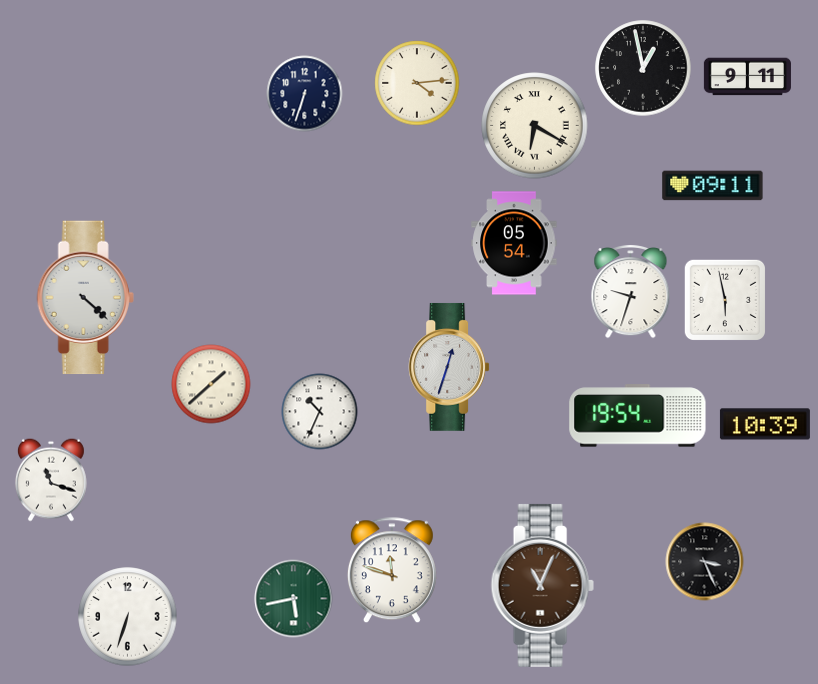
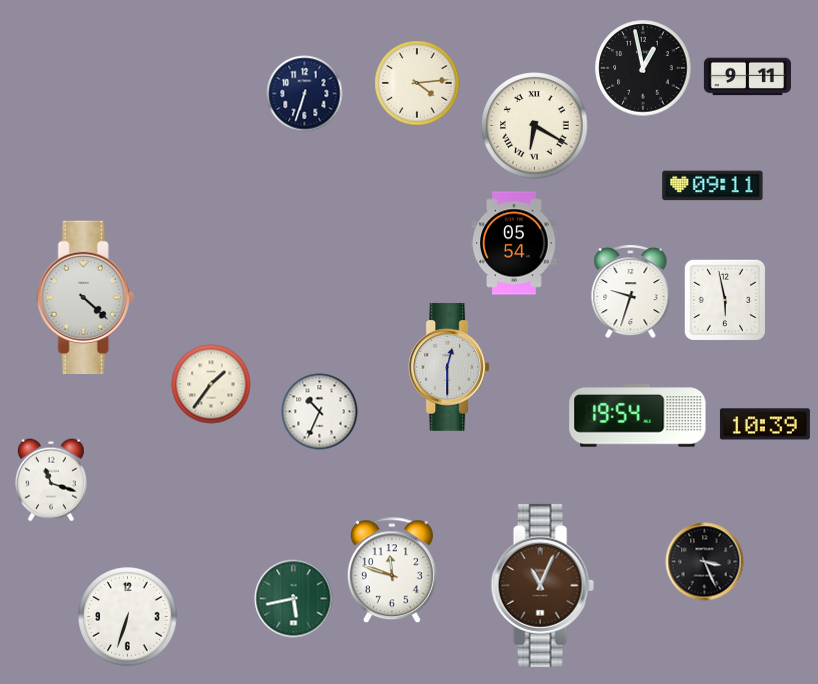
clock at (449, 367): 12:33 -> 12:30
clock at (211, 384): 1:38 -> 1:36
